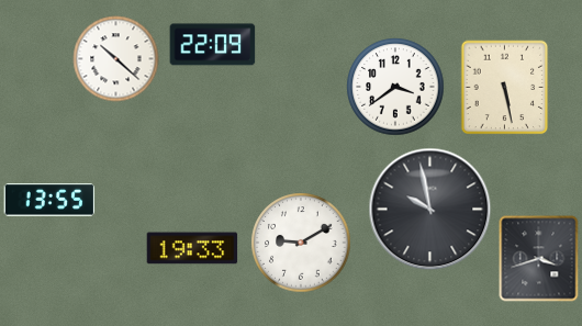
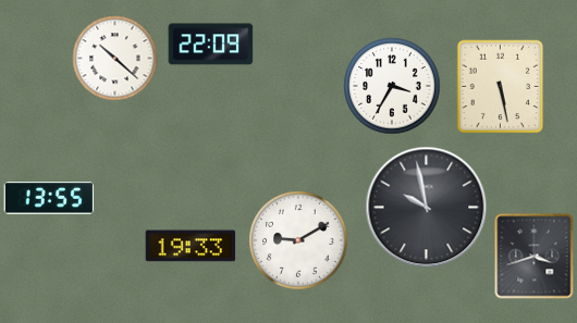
clock at (395, 87): 3:39 -> 3:35
